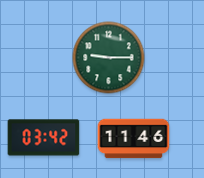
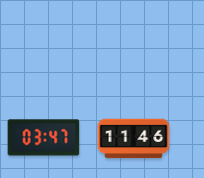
clock at (109, 58): 9:15 -> none
clock at (44, 138): 03:42 -> 03:47
